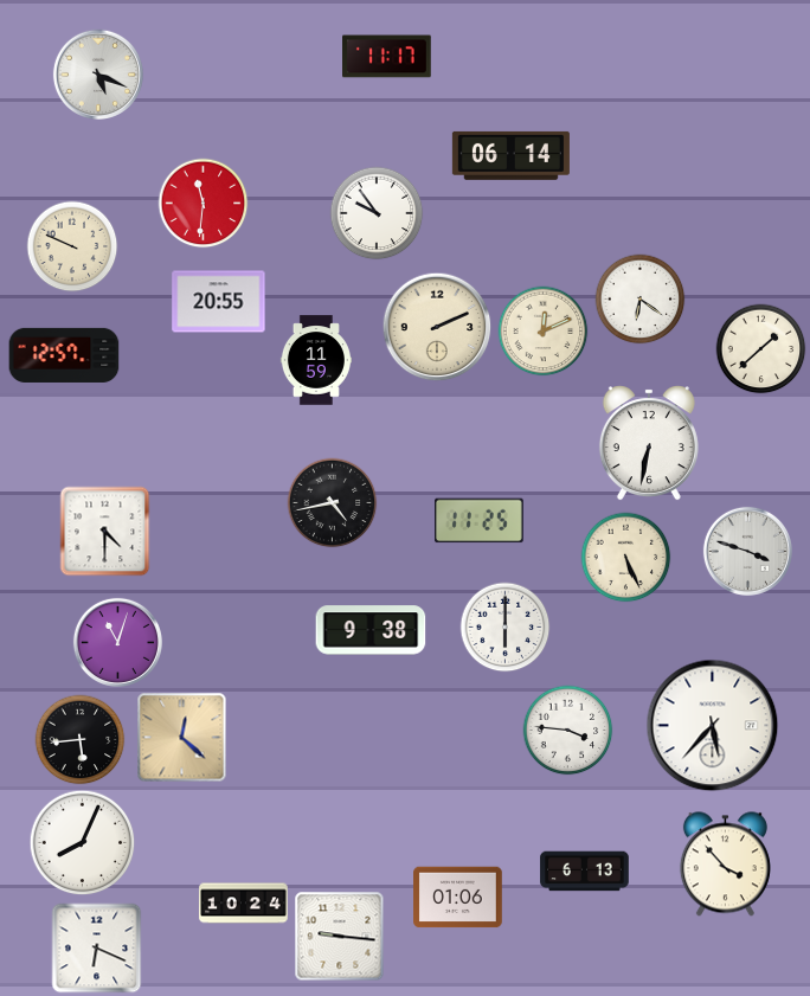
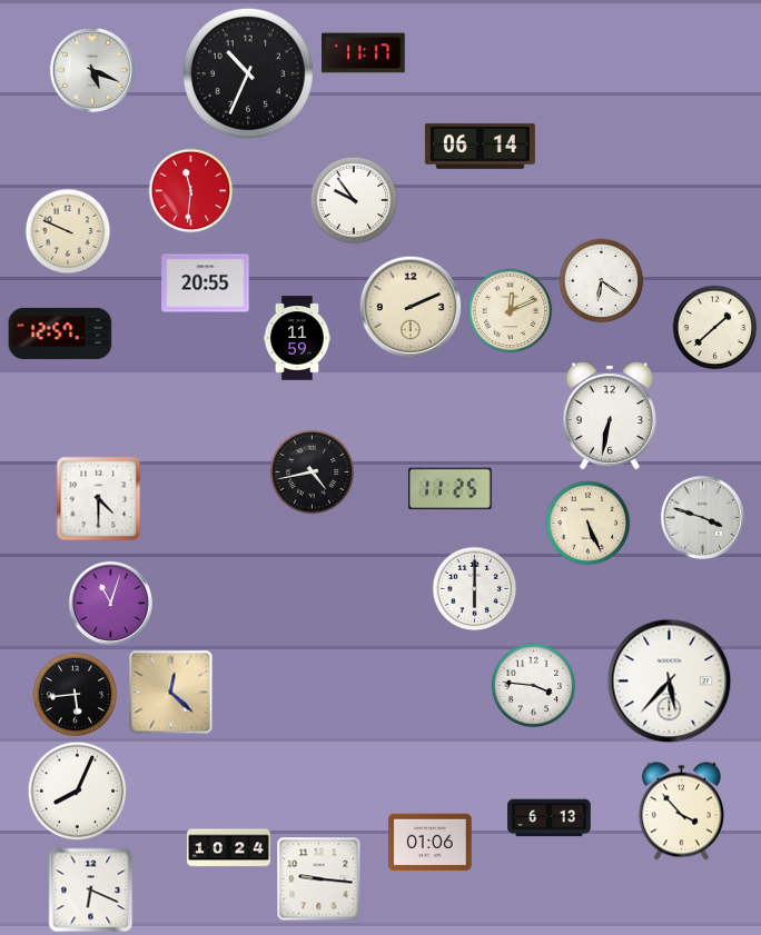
clock at (248, 73): none -> 10:34
clock at (371, 630): 9:38 -> none
